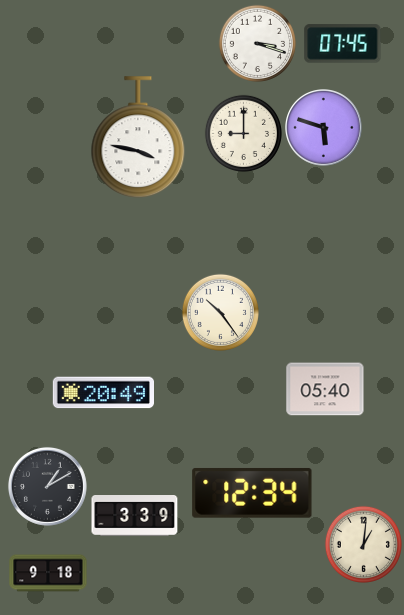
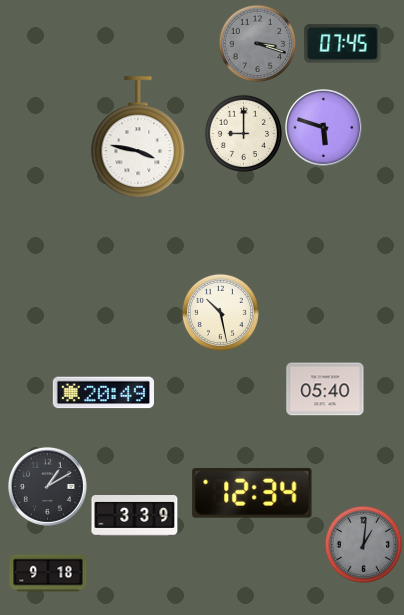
clock at (257, 43) dial: white -> grey
clock at (220, 312): 10:24 -> 10:28
clock at (363, 544) dial: cream -> grey
